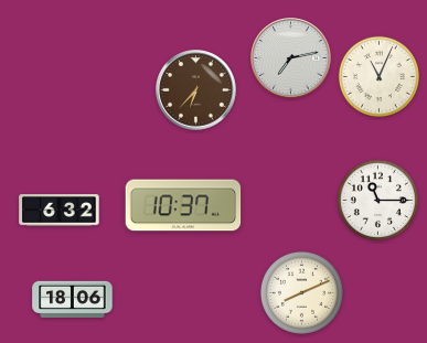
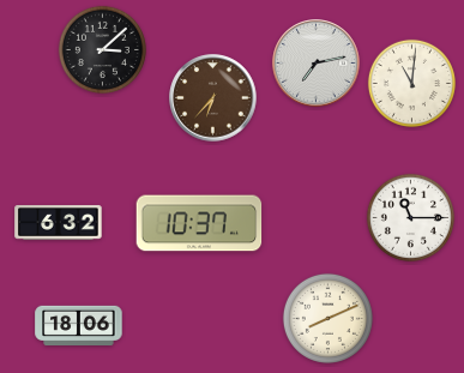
clock at (102, 49): none -> 3:08
clock at (378, 76): 11:04 -> 11:01
clock at (60, 211) position: (60, 211) -> (59, 223)
